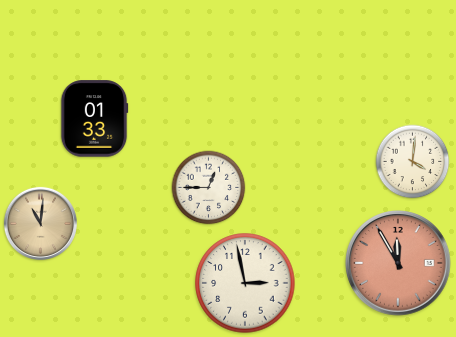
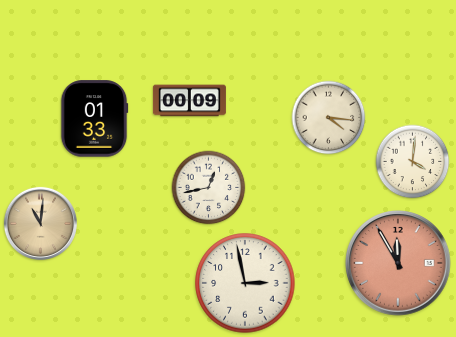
clock at (189, 101): none -> 00:09
clock at (329, 118): none -> 4:16
clock at (209, 188): 12:45 -> 12:43
